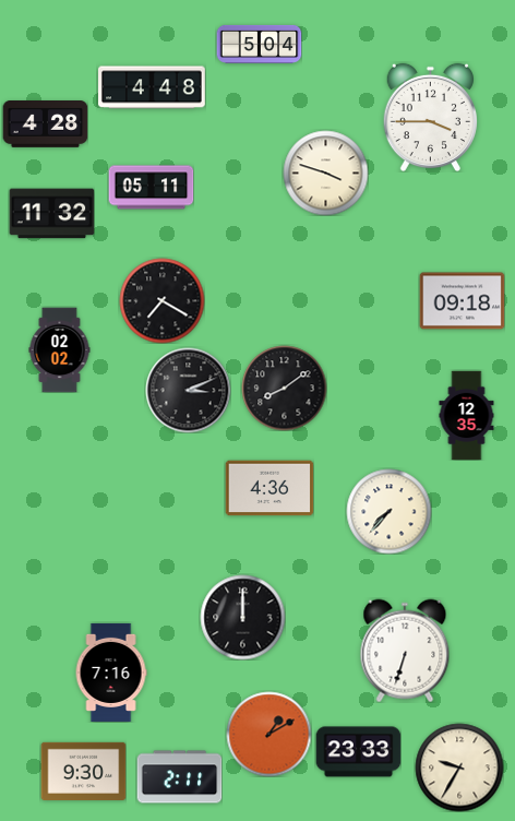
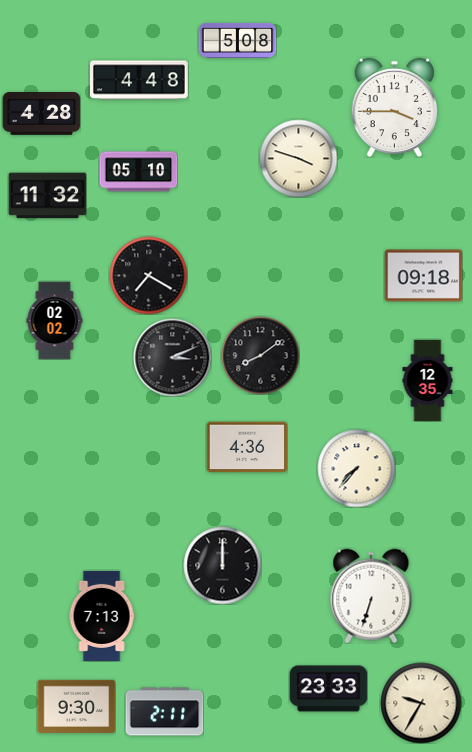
clock at (259, 44): 5:04 -> 5:08
clock at (151, 188): 05:11 -> 05:10
clock at (111, 673): 7:16 -> 7:13
clock at (268, 734): 1:10 -> none
